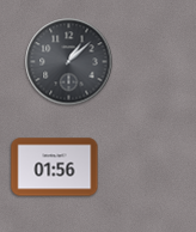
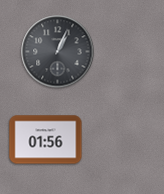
clock at (69, 62): 1:08 -> 1:04
